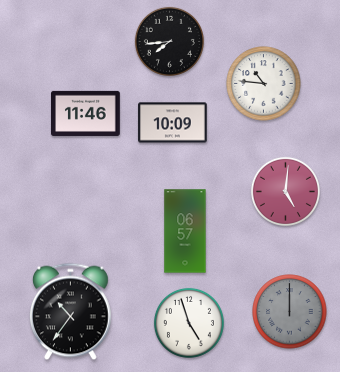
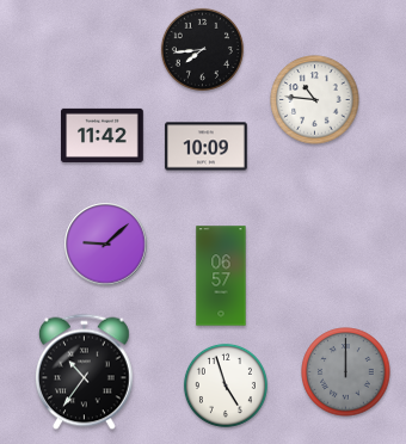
clock at (86, 113): 11:46 -> 11:42
clock at (285, 191): 5:01 -> none
clock at (106, 245): none -> 9:08
